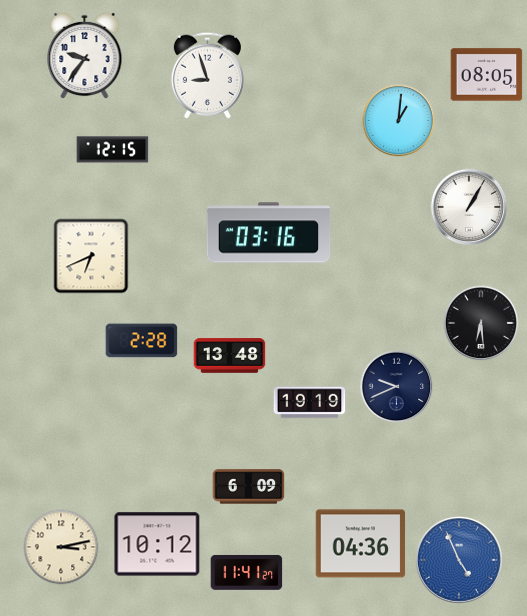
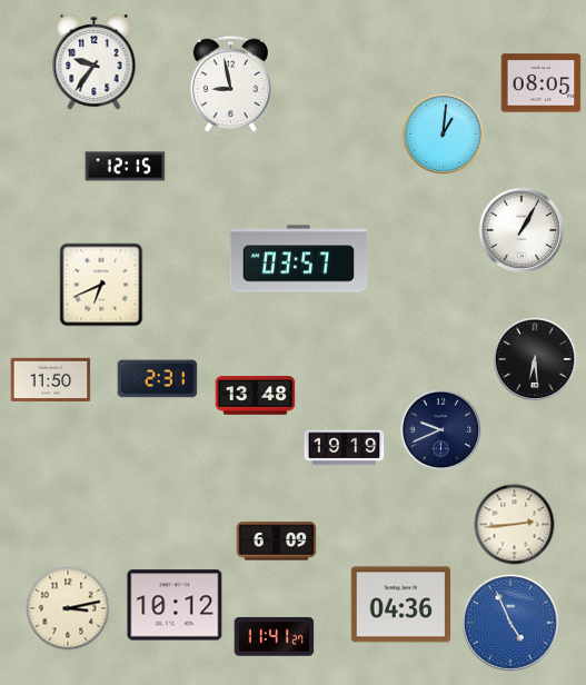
clock at (207, 75): 8:57 -> 8:58
clock at (269, 233): 03:16 -> 03:57
clock at (51, 379): none -> 11:50
clock at (142, 341): 2:28 -> 2:31
clock at (515, 525): none -> 2:44
